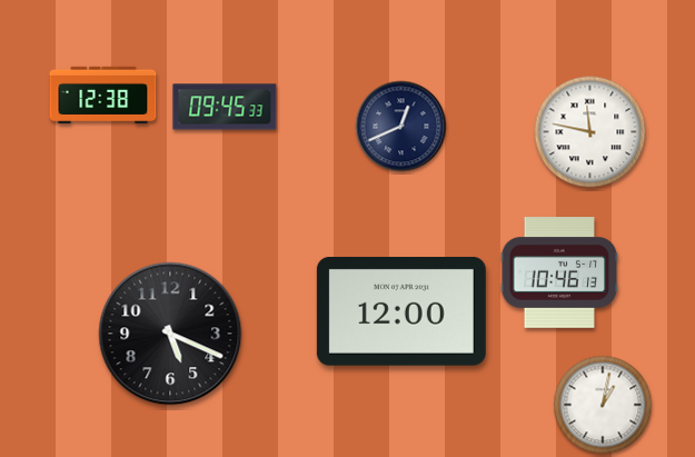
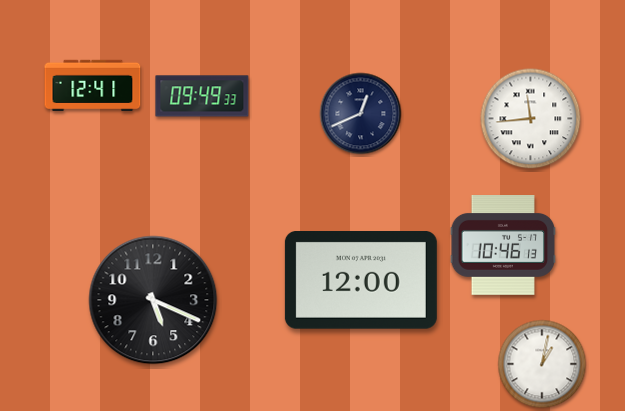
clock at (103, 96): 12:38 -> 12:41
clock at (225, 107): 09:45 -> 09:49
clock at (590, 132): 11:47 -> 11:44
